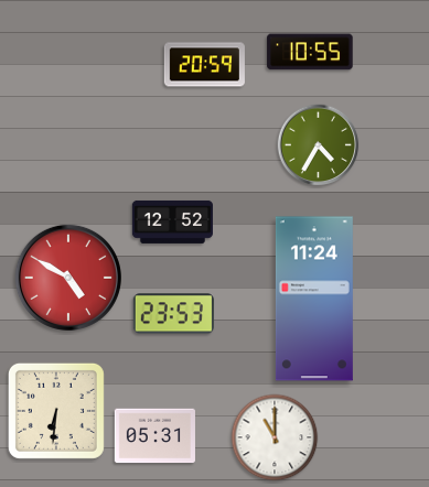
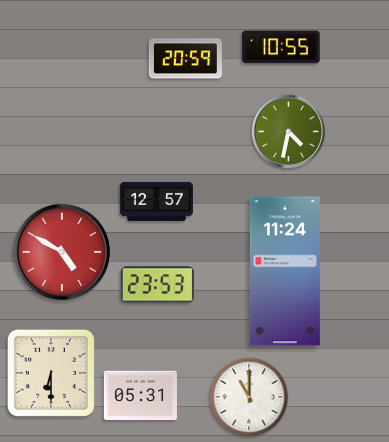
clock at (319, 145): 4:35 -> 4:32
clock at (172, 221): 12:52 -> 12:57
clock at (56, 411): 6:31 -> 6:30
